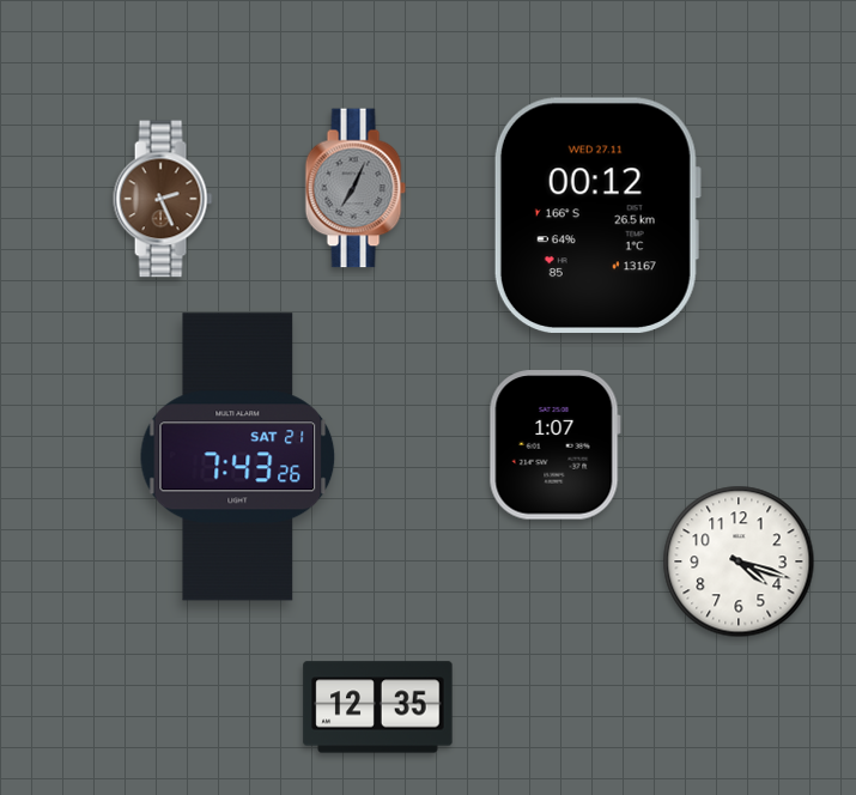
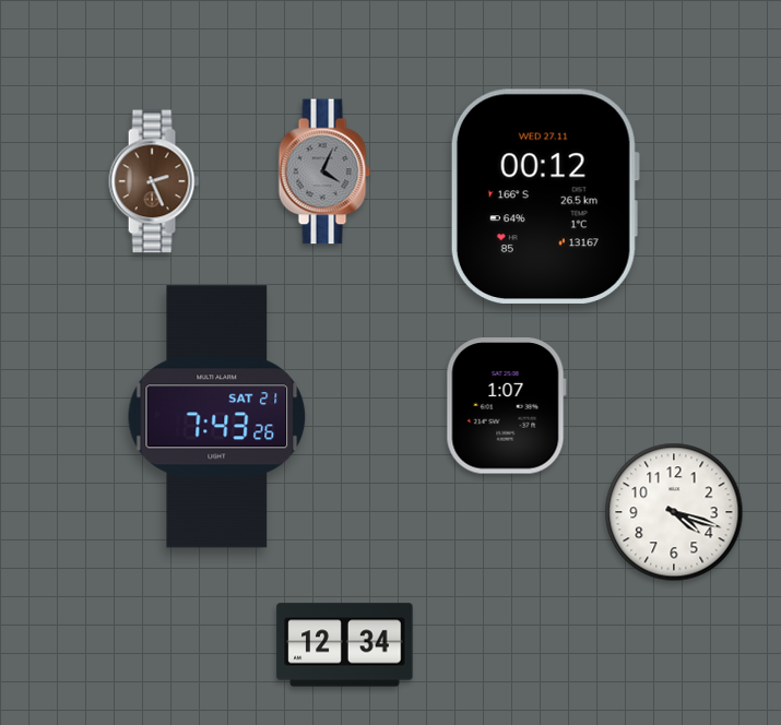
clock at (356, 188): 7:04 -> 4:04
clock at (163, 199) position: (163, 199) -> (154, 181)
clock at (378, 708): 12:35 -> 12:34
